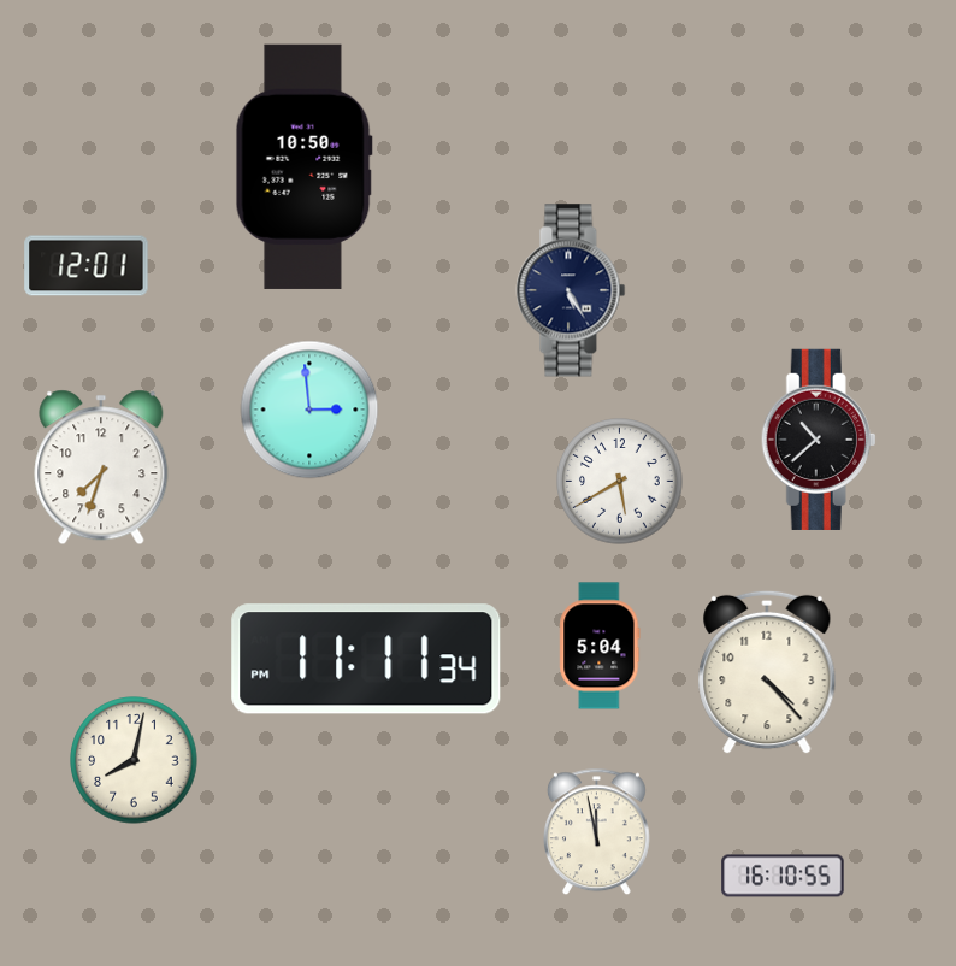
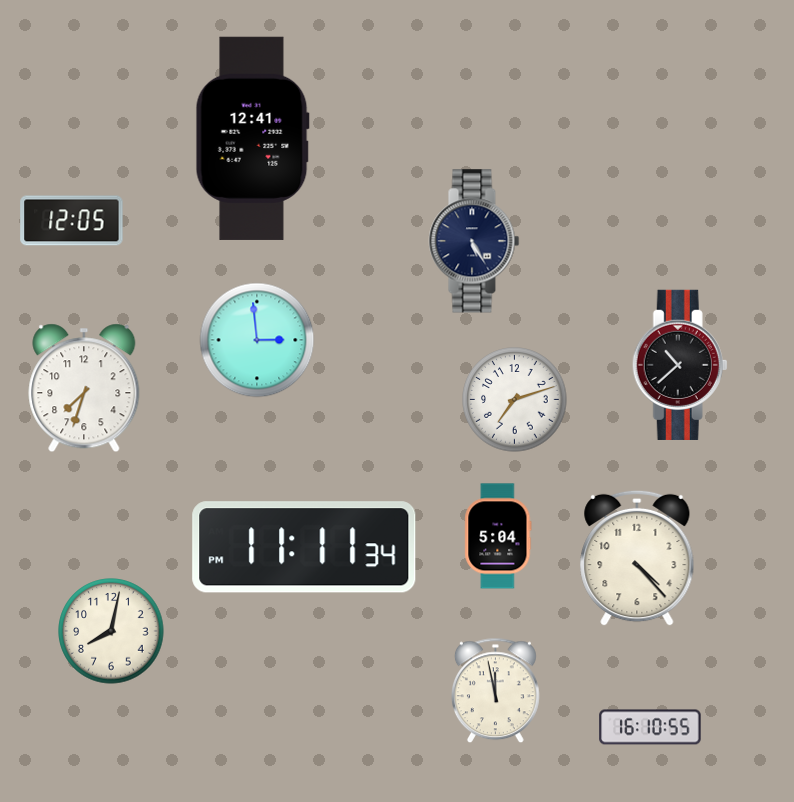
clock at (303, 166): 10:50 -> 12:41
clock at (87, 266): 12:01 -> 12:05
clock at (620, 482): 5:40 -> 7:12
